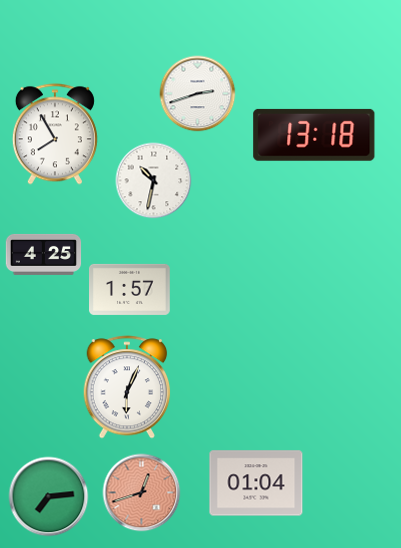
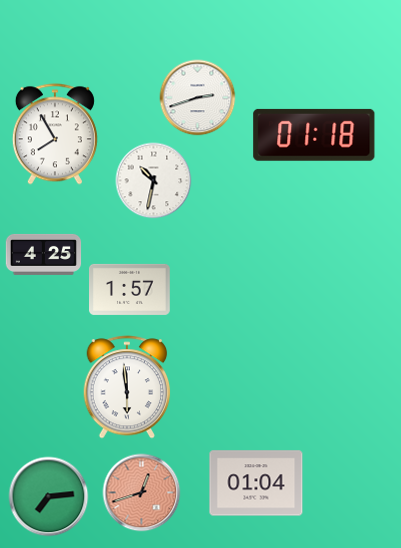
clock at (198, 94) position: (198, 94) -> (198, 98)
clock at (314, 135): 13:18 -> 01:18
clock at (127, 387): 6:04 -> 5:59
